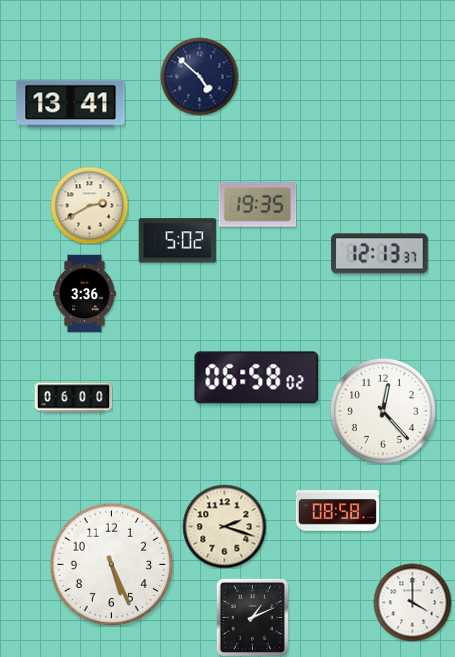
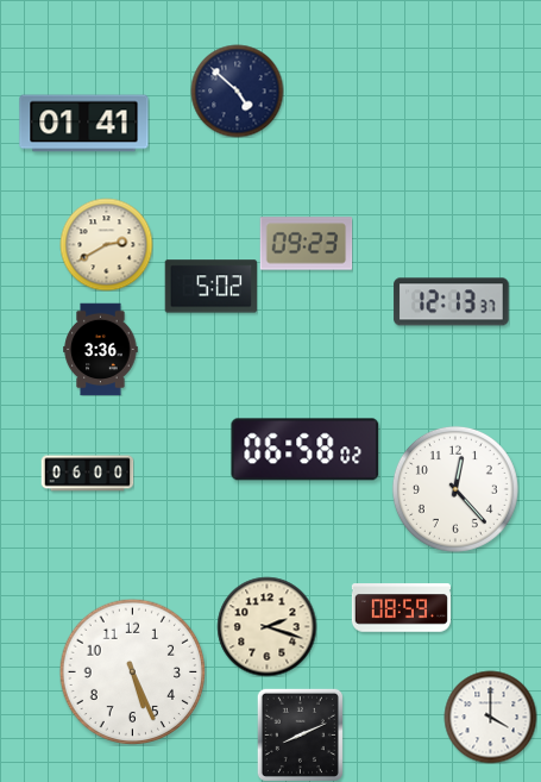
clock at (71, 104): 13:41 -> 01:41
clock at (257, 205): 19:35 -> 09:23
clock at (337, 511): 08:58 -> 08:59
clock at (252, 617): 1:11 -> 8:11
